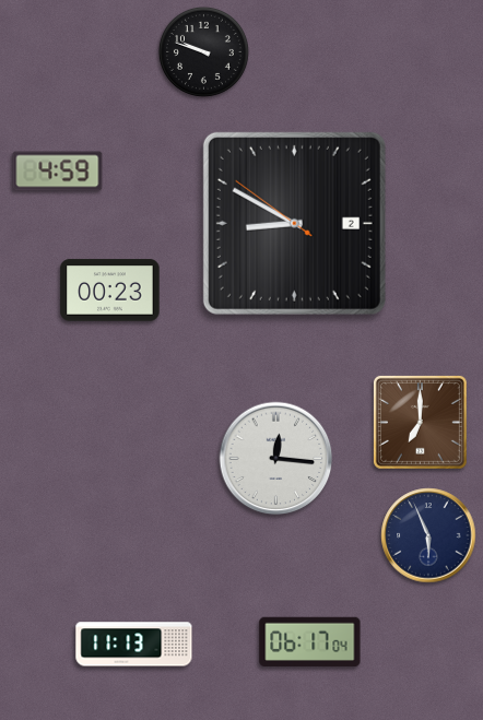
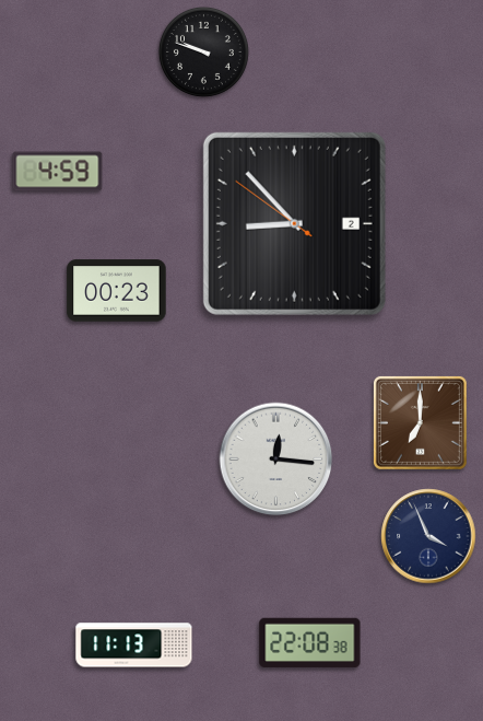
clock at (294, 223): 8:49 -> 8:52
clock at (110, 291) position: (110, 291) -> (117, 291)
clock at (428, 535): 5:56 -> 3:56
clock at (310, 641): 06:17 -> 22:08
